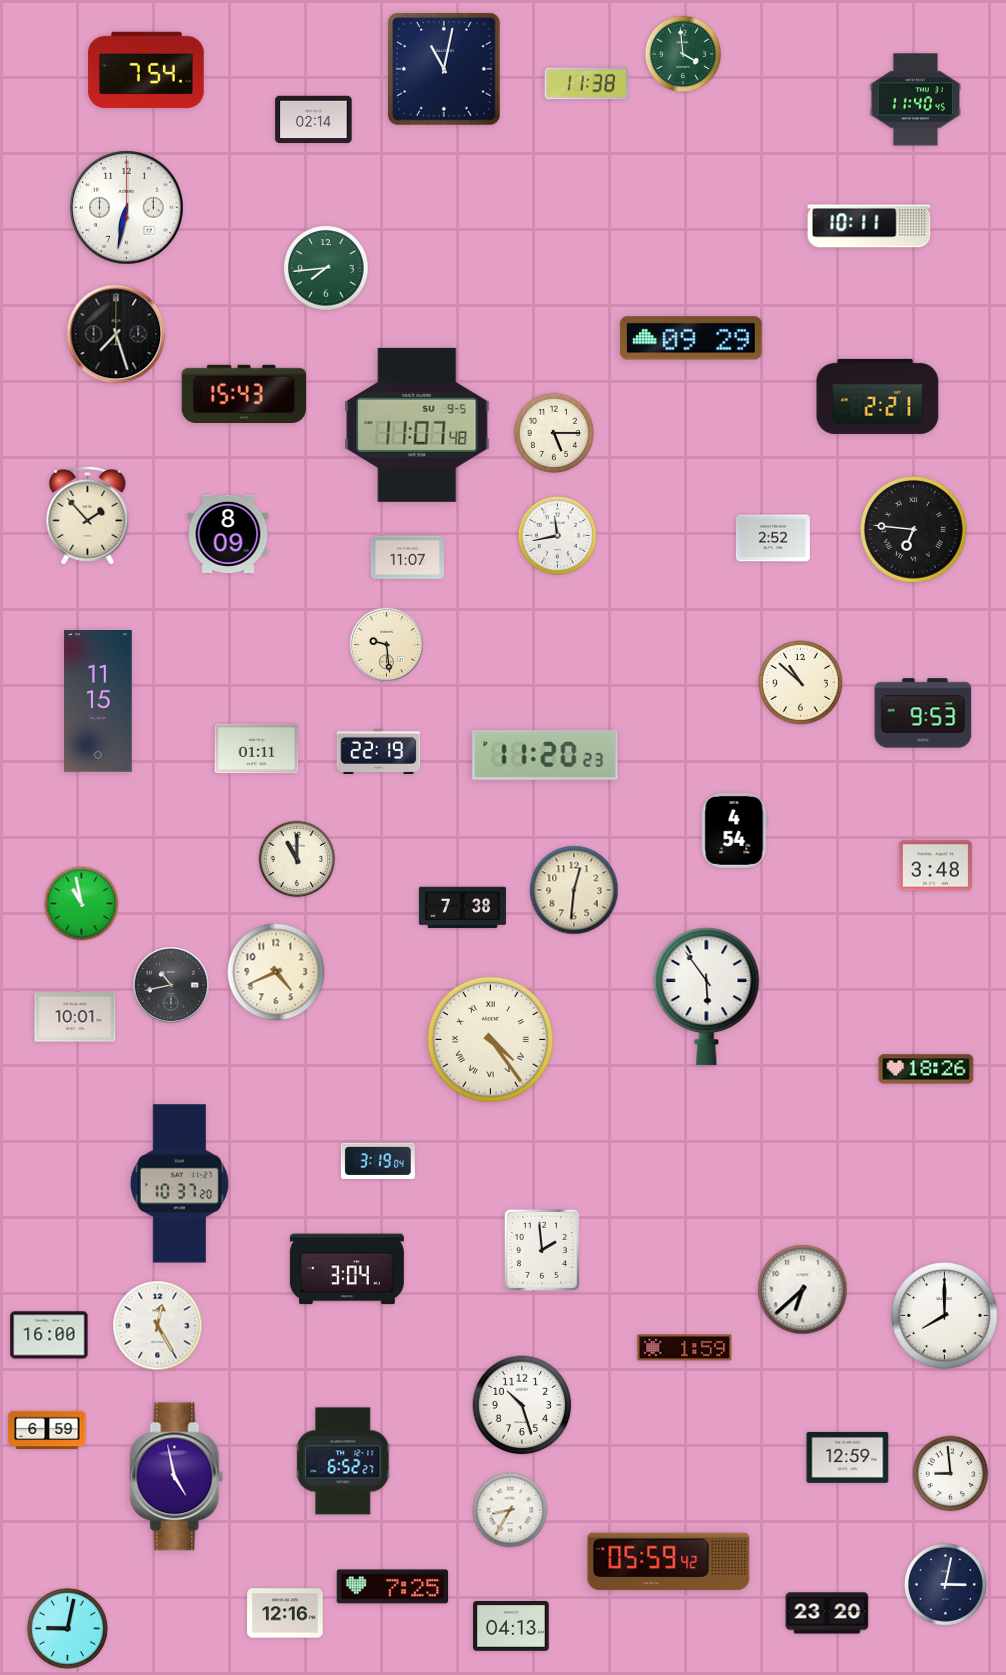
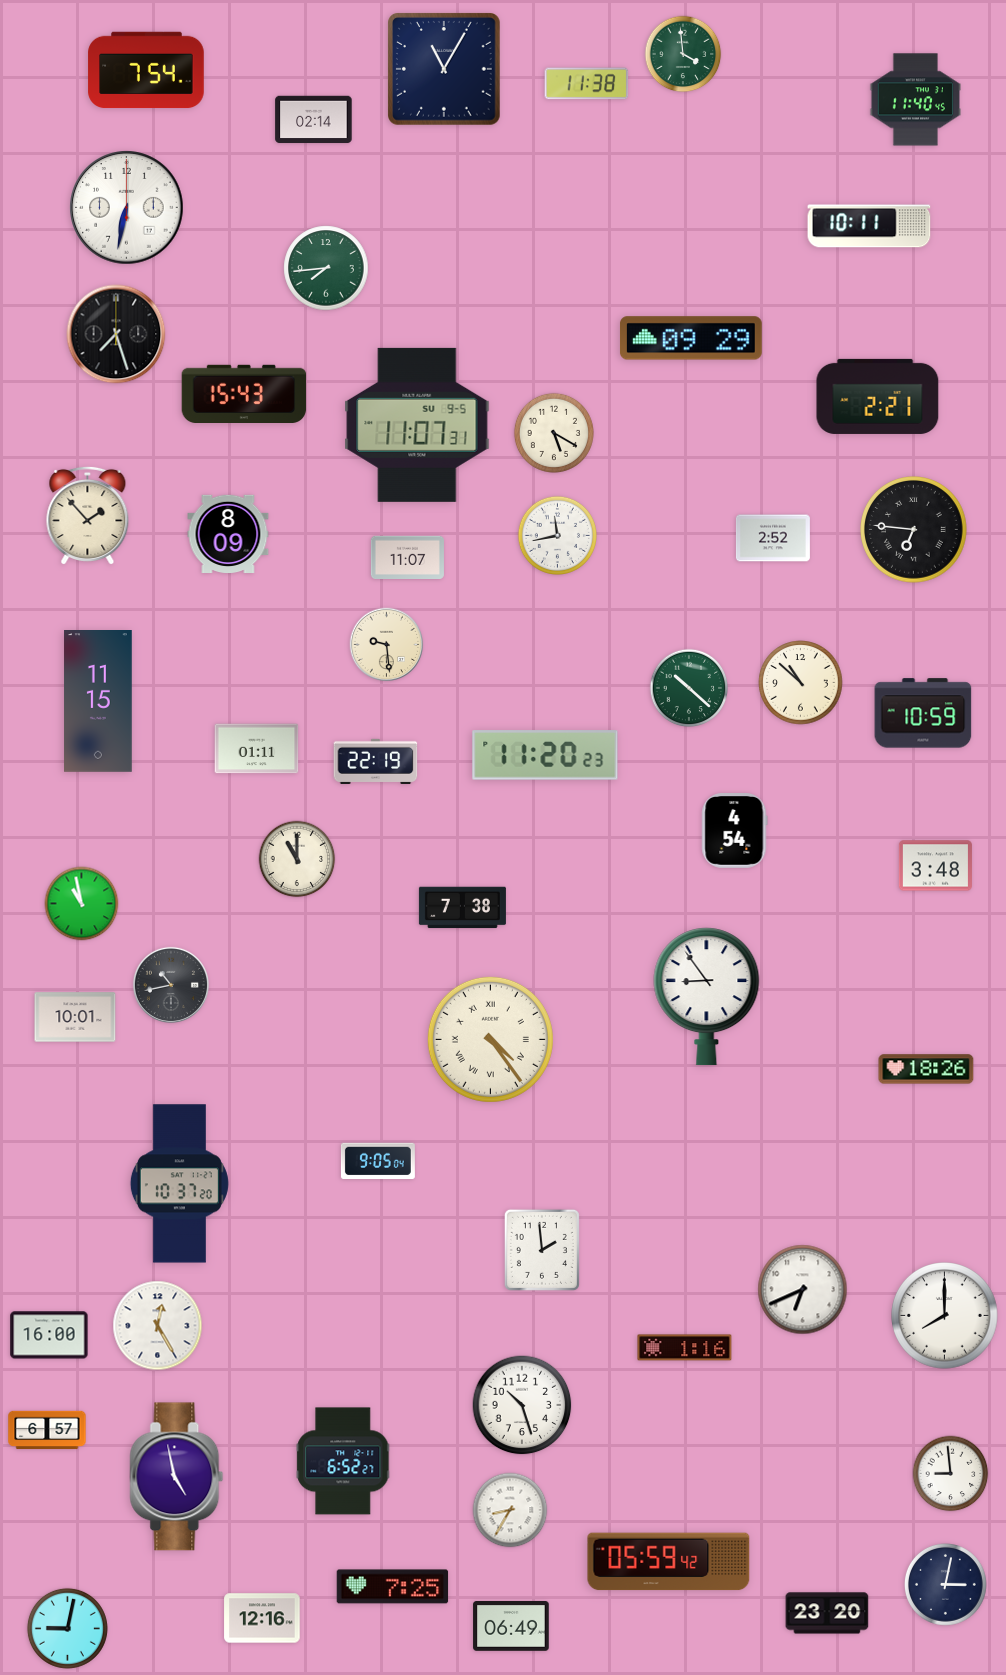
clock at (445, 70): 11:02 -> 11:05
clock at (417, 425): 11:07:48 -> 11:07:31
clock at (554, 433): 5:15 -> 5:20
clock at (689, 688): none -> 10:22
clock at (923, 713): 9:53 -> 10:59
clock at (379, 751) position: (379, 751) -> (376, 761)
clock at (574, 890): 12:31 -> none
clock at (276, 972): 4:41 -> none
clock at (707, 997): 5:54 -> 8:54
clock at (378, 1161): 3:19 -> 9:05
clock at (347, 1269): 3:04 -> none
clock at (803, 1290): 6:38 -> 6:41
clock at (685, 1348): 1:59 -> 1:16
clock at (47, 1430): 6:59 -> 6:57
clock at (848, 1457): 12:59 -> none
clock at (285, 1613) position: (285, 1613) -> (262, 1618)
clock at (511, 1627): 04:13 -> 06:49
